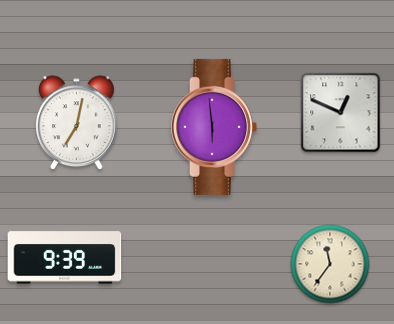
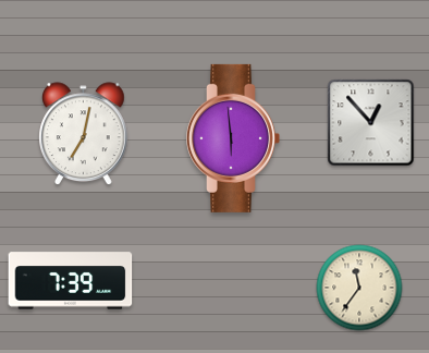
clock at (341, 113): 12:49 -> 12:53
clock at (65, 258): 9:39 -> 7:39
